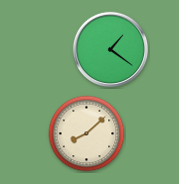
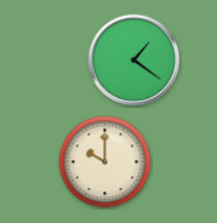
clock at (87, 134): 8:08 -> 10:00
